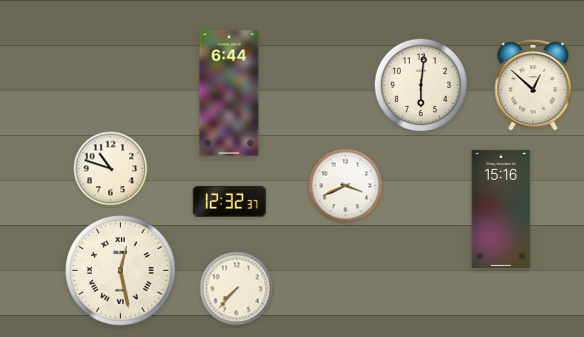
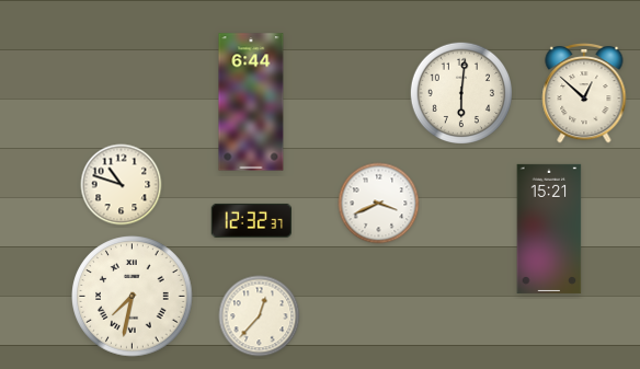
clock at (501, 209): 15:16 -> 15:21
clock at (121, 271): 12:28 -> 7:32
clock at (237, 289): 7:37 -> 12:37
